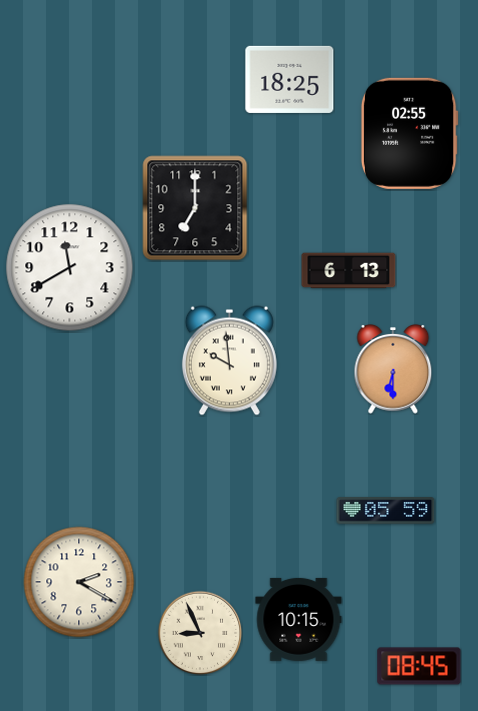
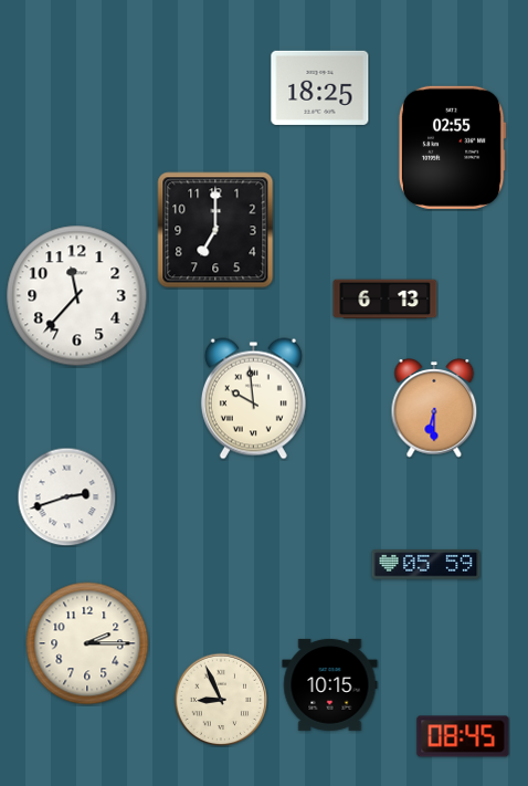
clock at (70, 268): 11:40 -> 11:37
clock at (66, 496): none -> 2:42
clock at (79, 582): 2:20 -> 2:15
